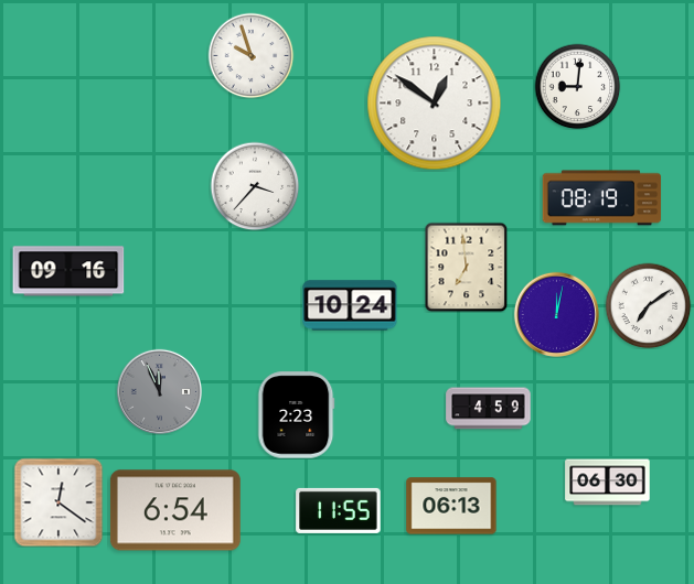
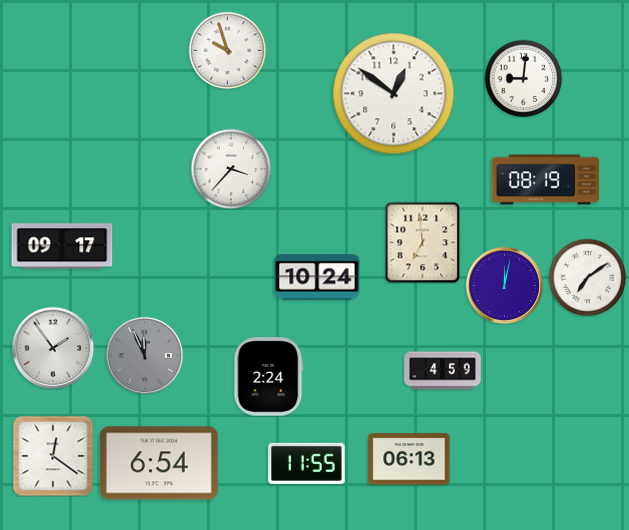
clock at (68, 271): 09:16 -> 09:17
clock at (53, 348): none -> 1:54
clock at (297, 415): 2:23 -> 2:24
clock at (608, 483): 06:30 -> none
